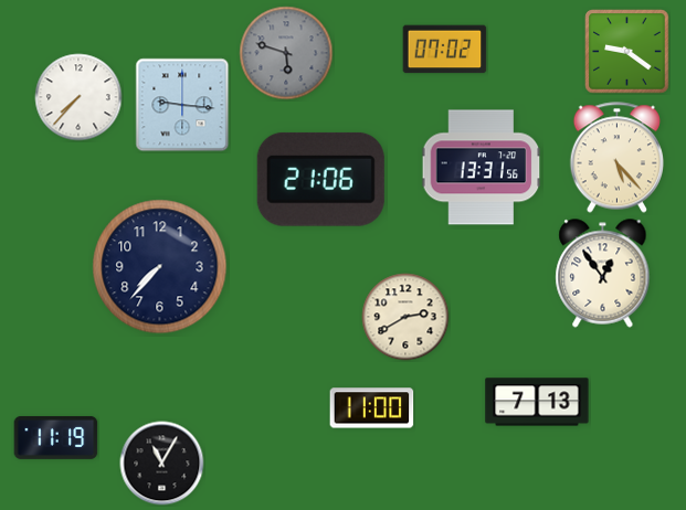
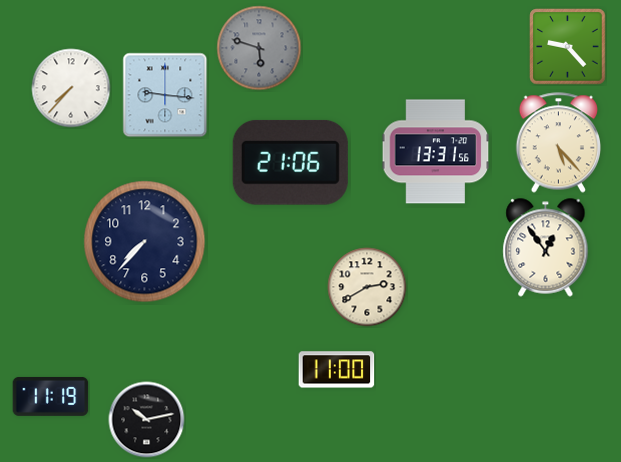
clock at (445, 50): 07:02 -> none
clock at (627, 52): 9:21 -> 9:23
clock at (537, 402): 7:13 -> none
clock at (162, 464): 11:05 -> 10:13
